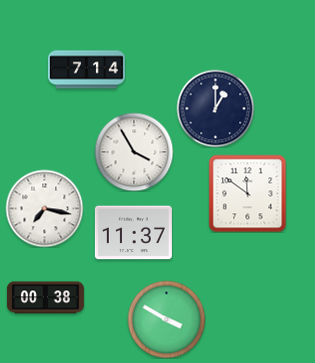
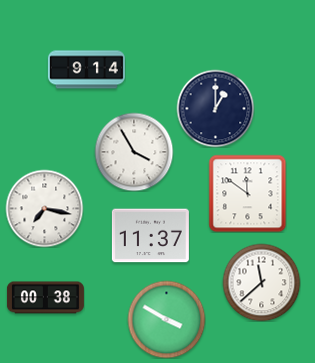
clock at (86, 70): 7:14 -> 9:14
clock at (133, 233) position: (133, 233) -> (150, 236)
clock at (261, 282): none -> 11:38
